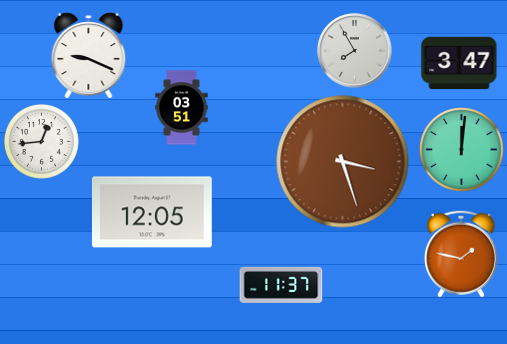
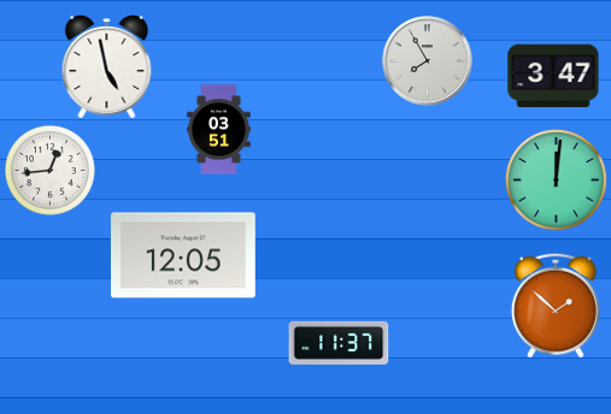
clock at (89, 56): 9:19 -> 4:58
clock at (343, 162): 3:27 -> none
clock at (461, 254): 1:47 -> 1:52
